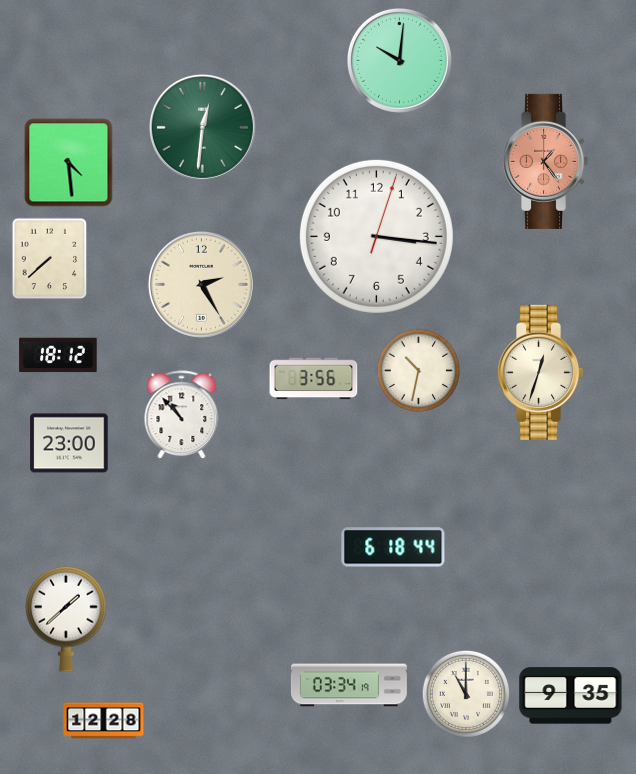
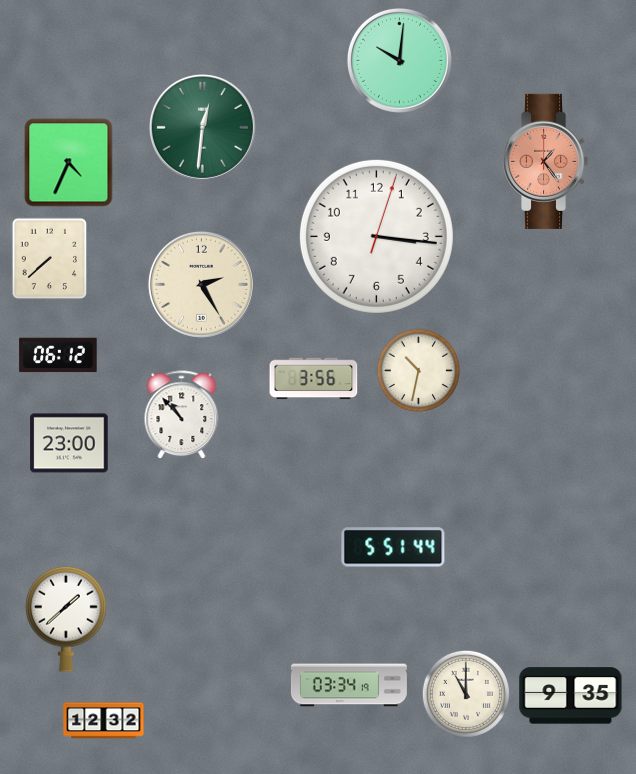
clock at (69, 163): 4:29 -> 4:34
clock at (58, 355): 18:12 -> 06:12
clock at (540, 372): 12:33 -> none
clock at (393, 547): 6:18 -> 5:51
clock at (104, 721): 12:28 -> 12:32
